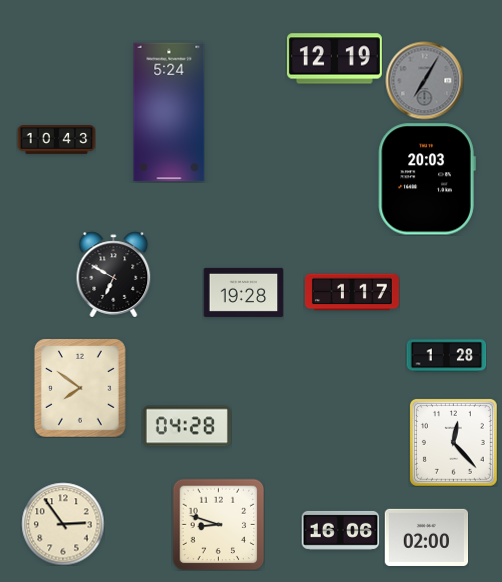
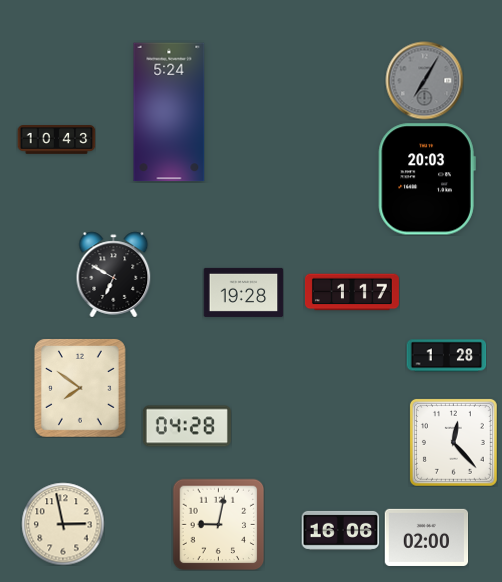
clock at (334, 59): 12:19 -> none
clock at (63, 524): 2:54 -> 2:58
clock at (218, 524): 8:48 -> 9:02
